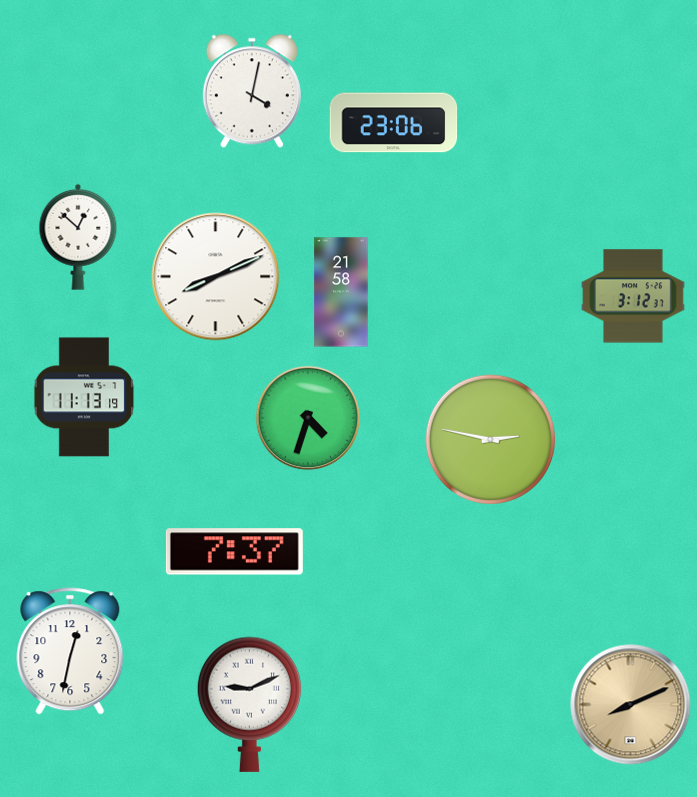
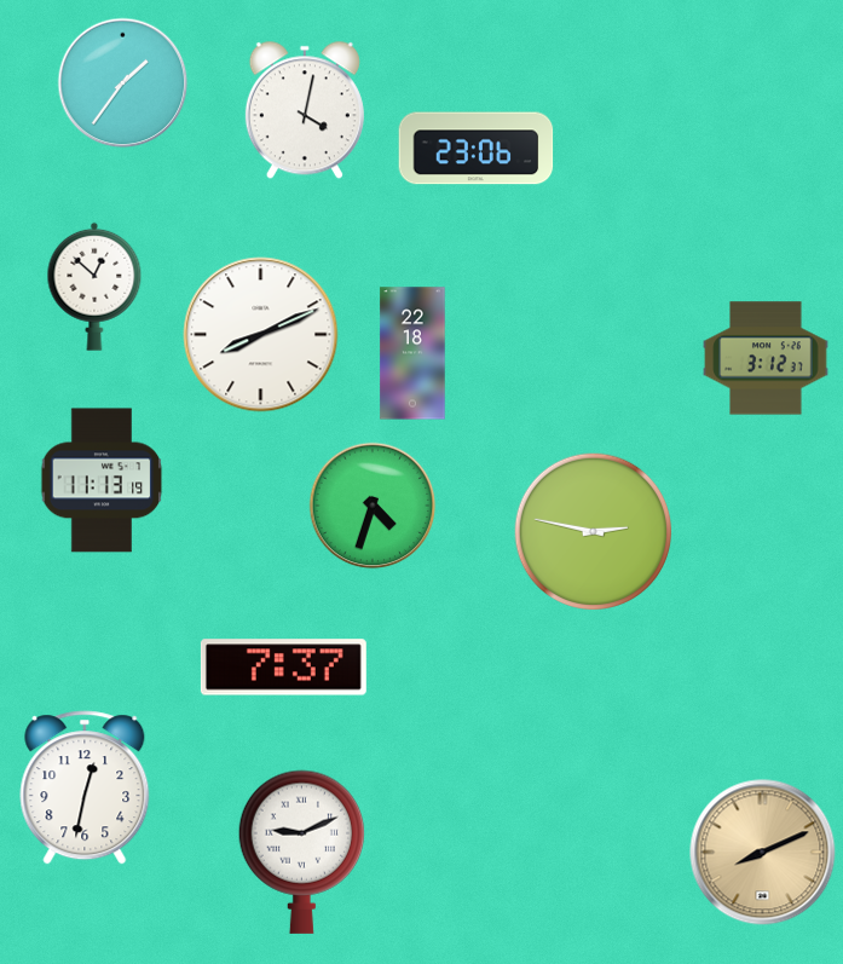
clock at (123, 83): none -> 1:36
clock at (341, 292): 21:58 -> 22:18
